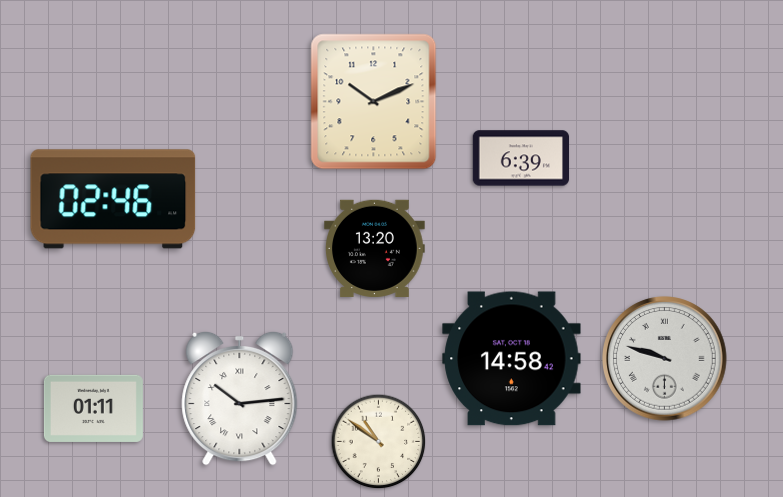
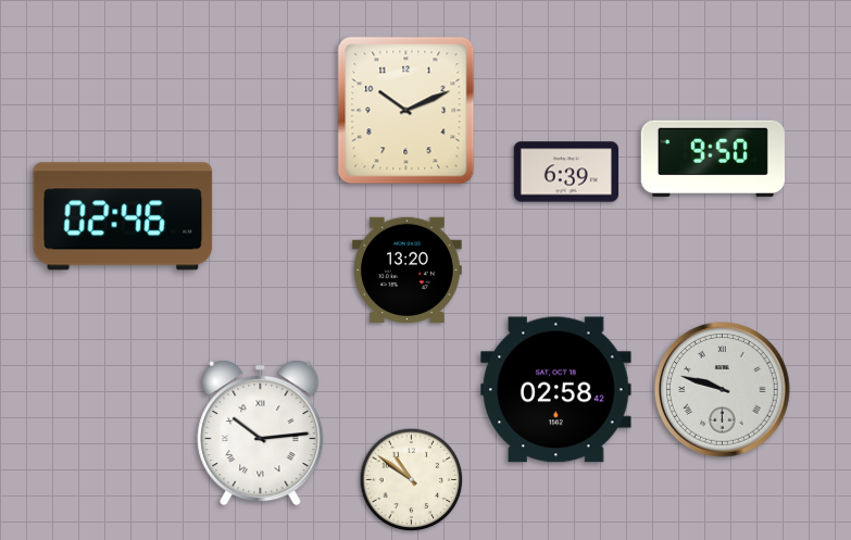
clock at (713, 159): none -> 9:50
clock at (512, 359): 14:58 -> 02:58
clock at (93, 408): 01:11 -> none
